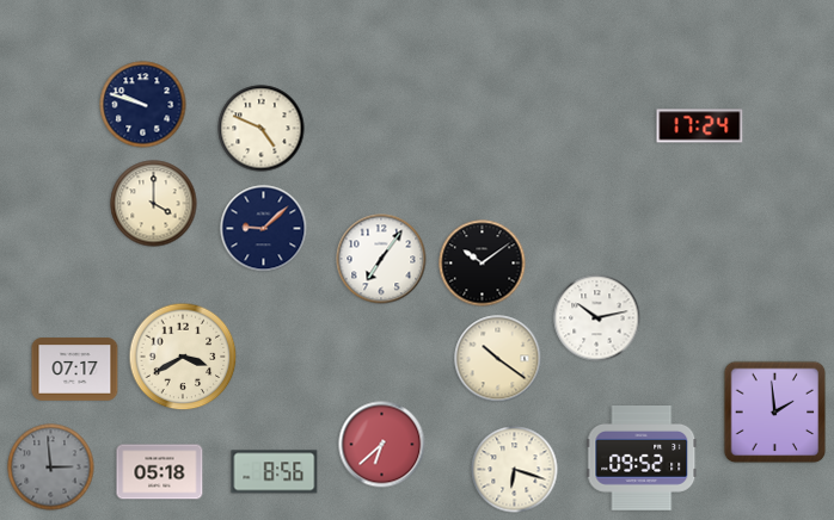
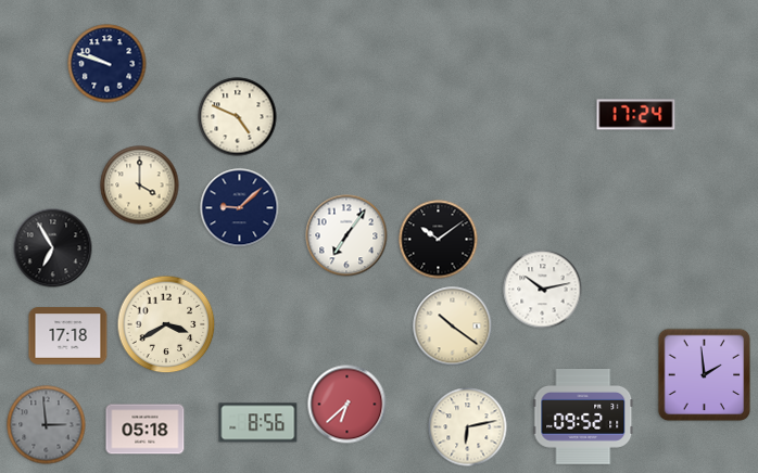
clock at (143, 105) position: (143, 105) -> (108, 64)
clock at (53, 248): none -> 6:55
clock at (75, 370): 07:17 -> 17:18
clock at (515, 470): 6:18 -> 6:13
clock at (275, 472) position: (275, 472) -> (258, 423)
